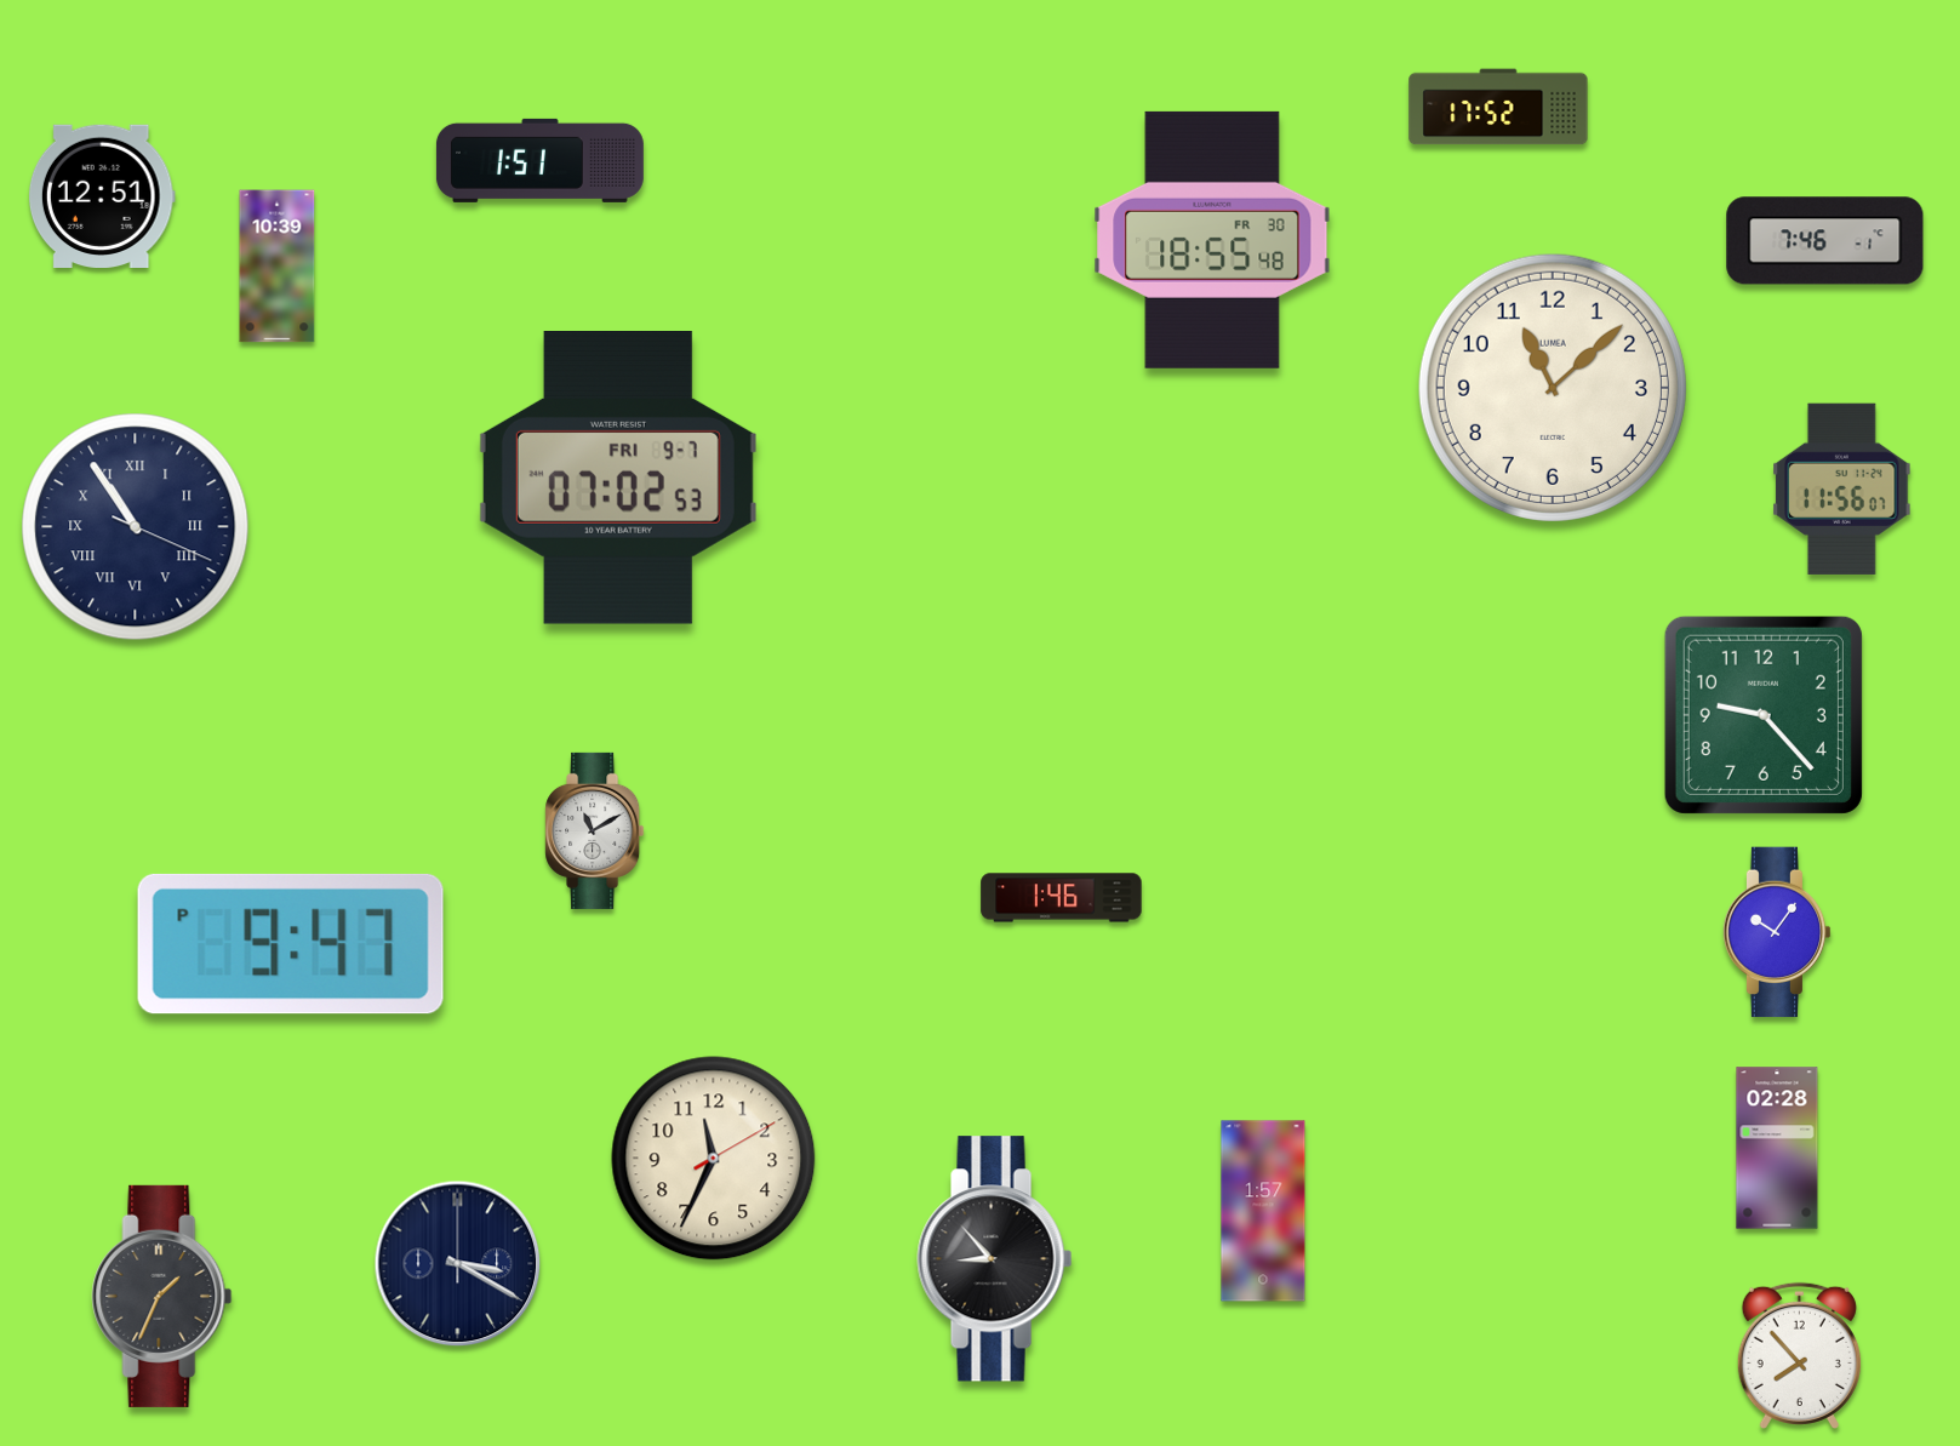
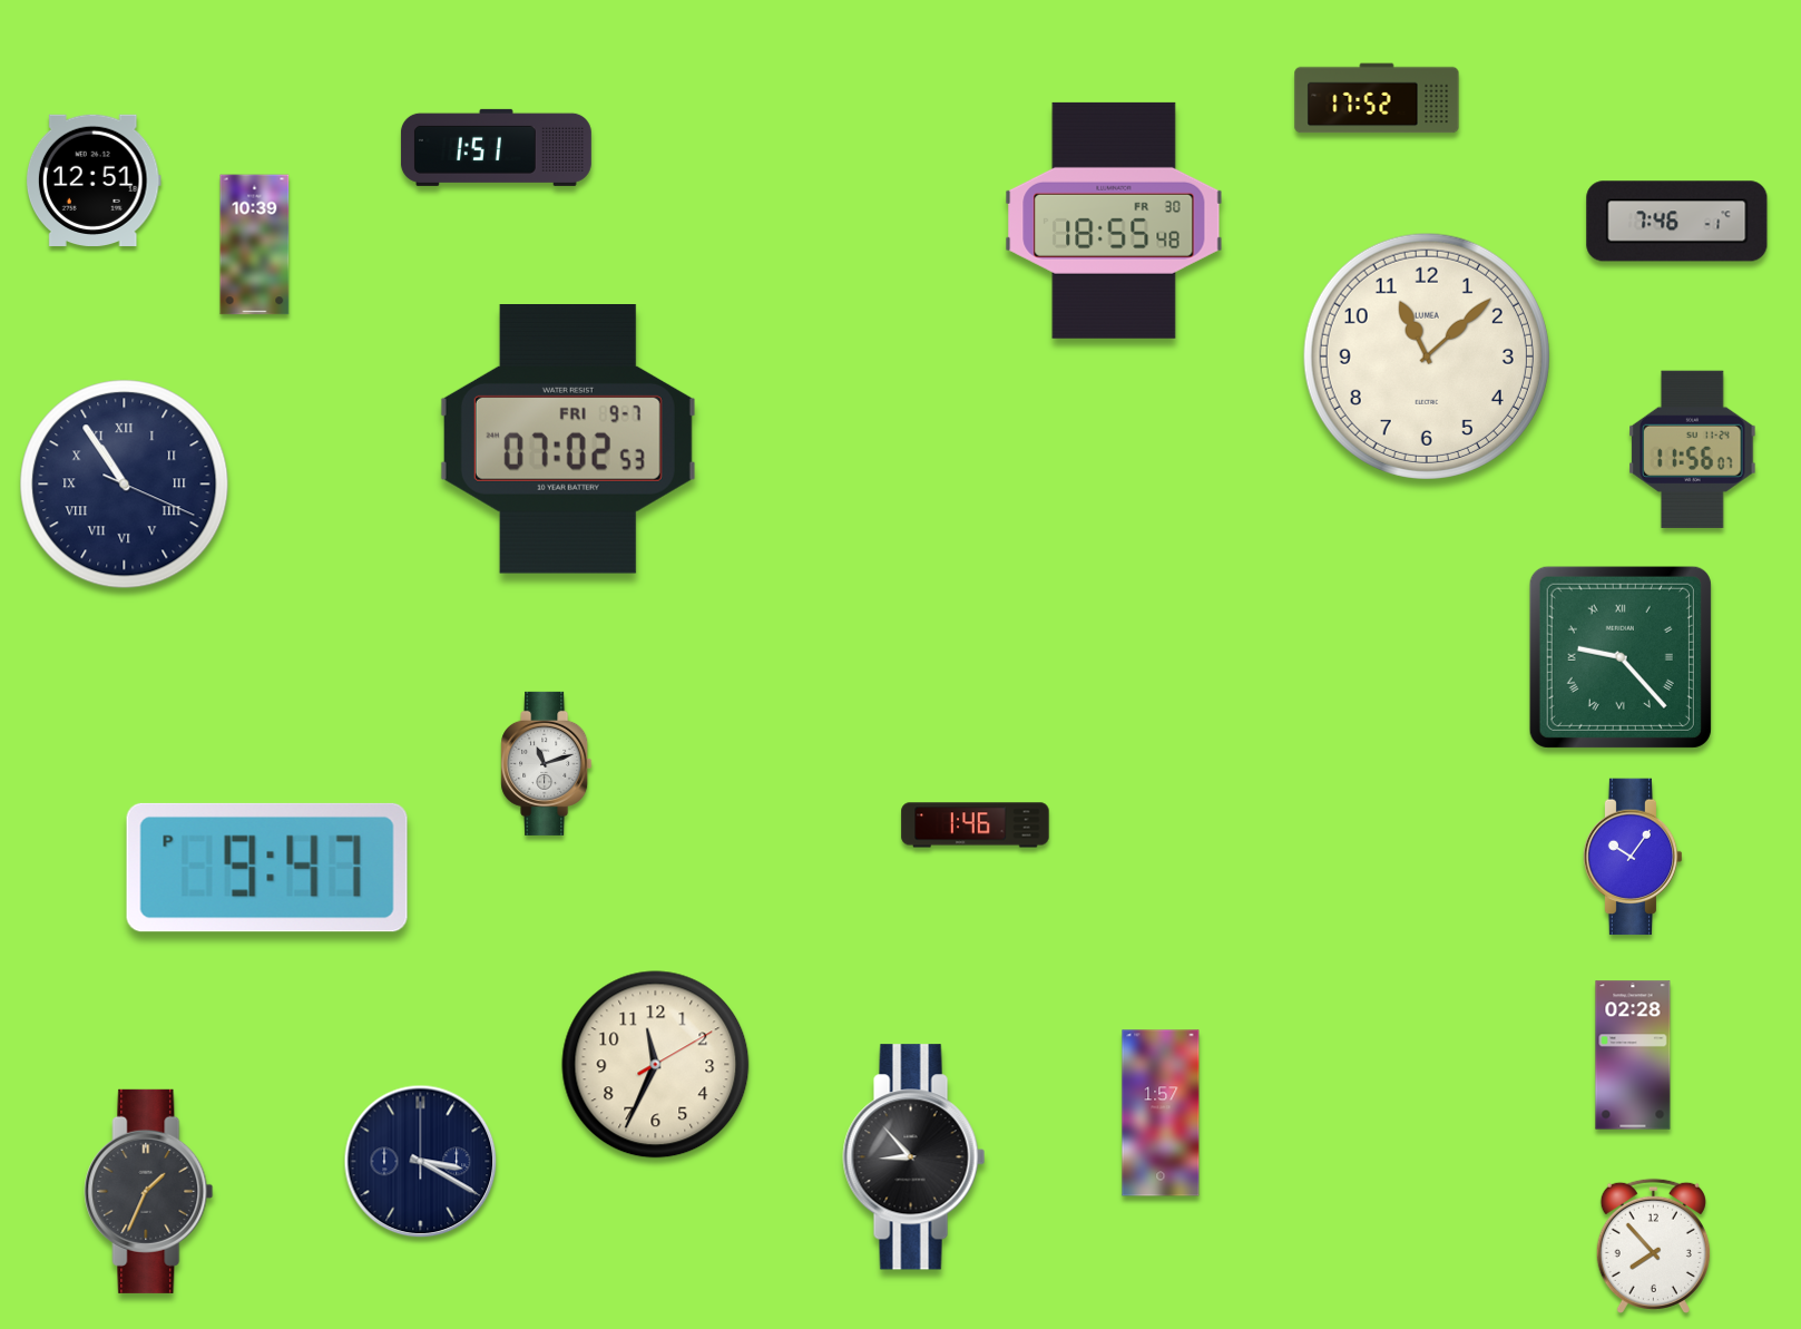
clock at (1764, 715) numerals: Arabic -> Roman
clock at (595, 830): 11:10 -> 11:12
